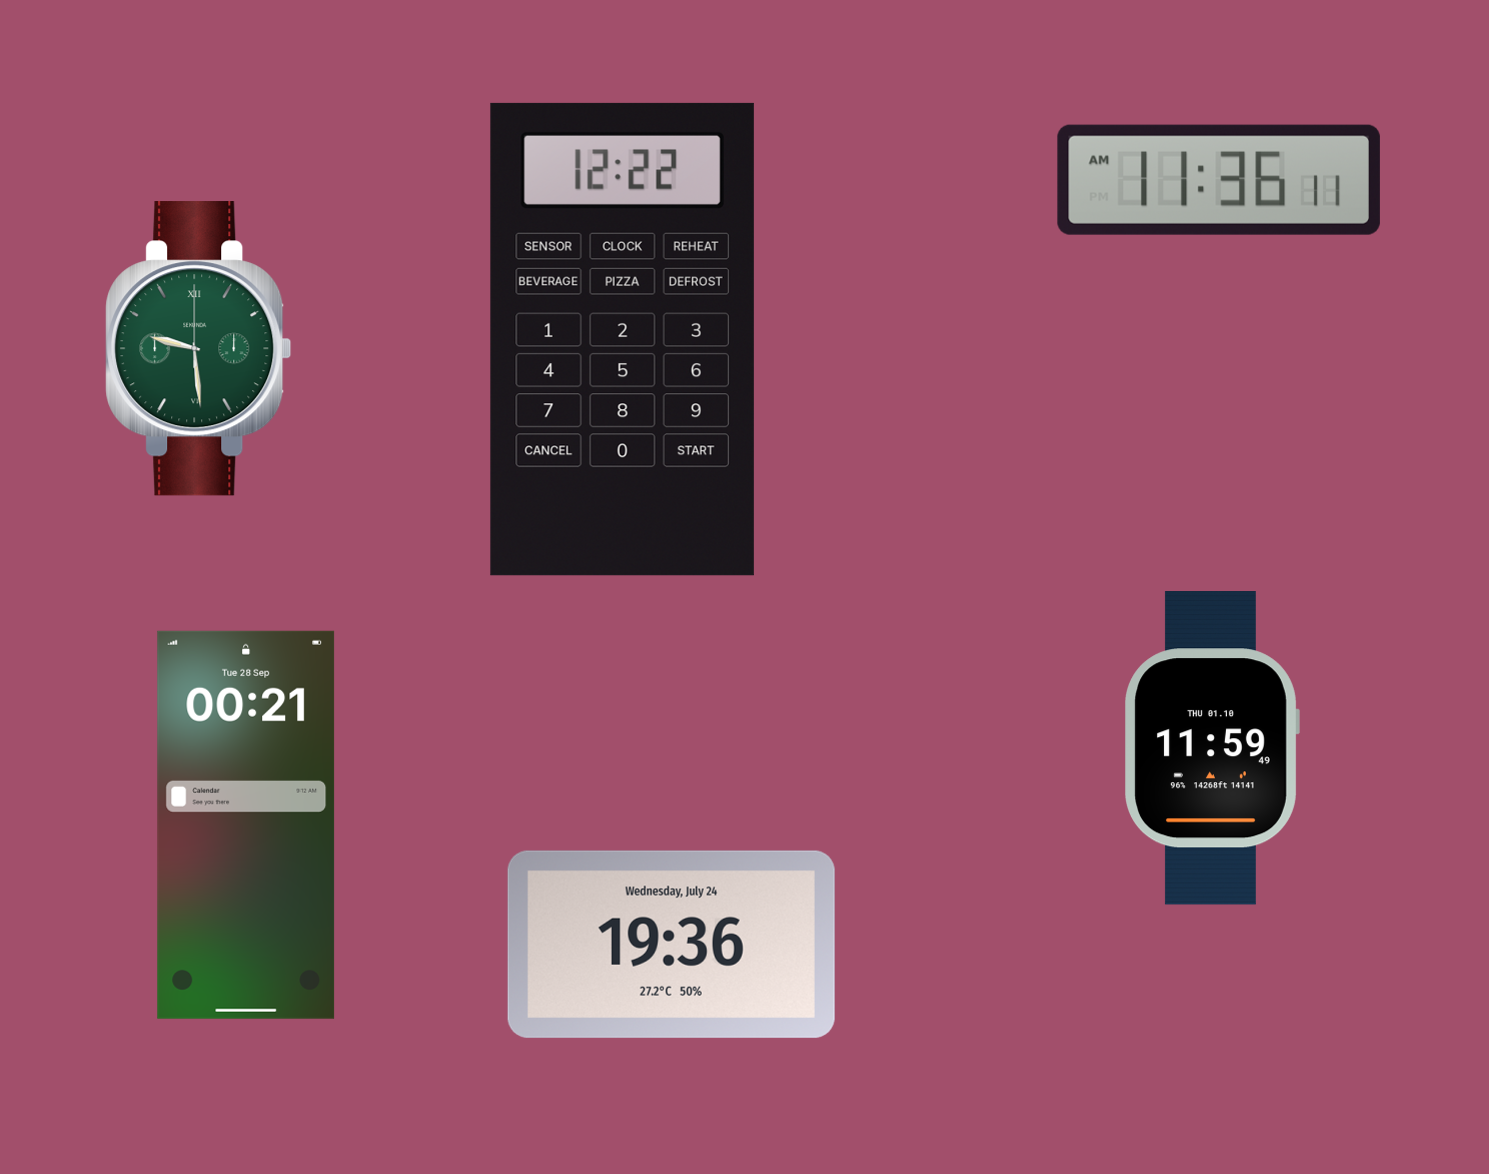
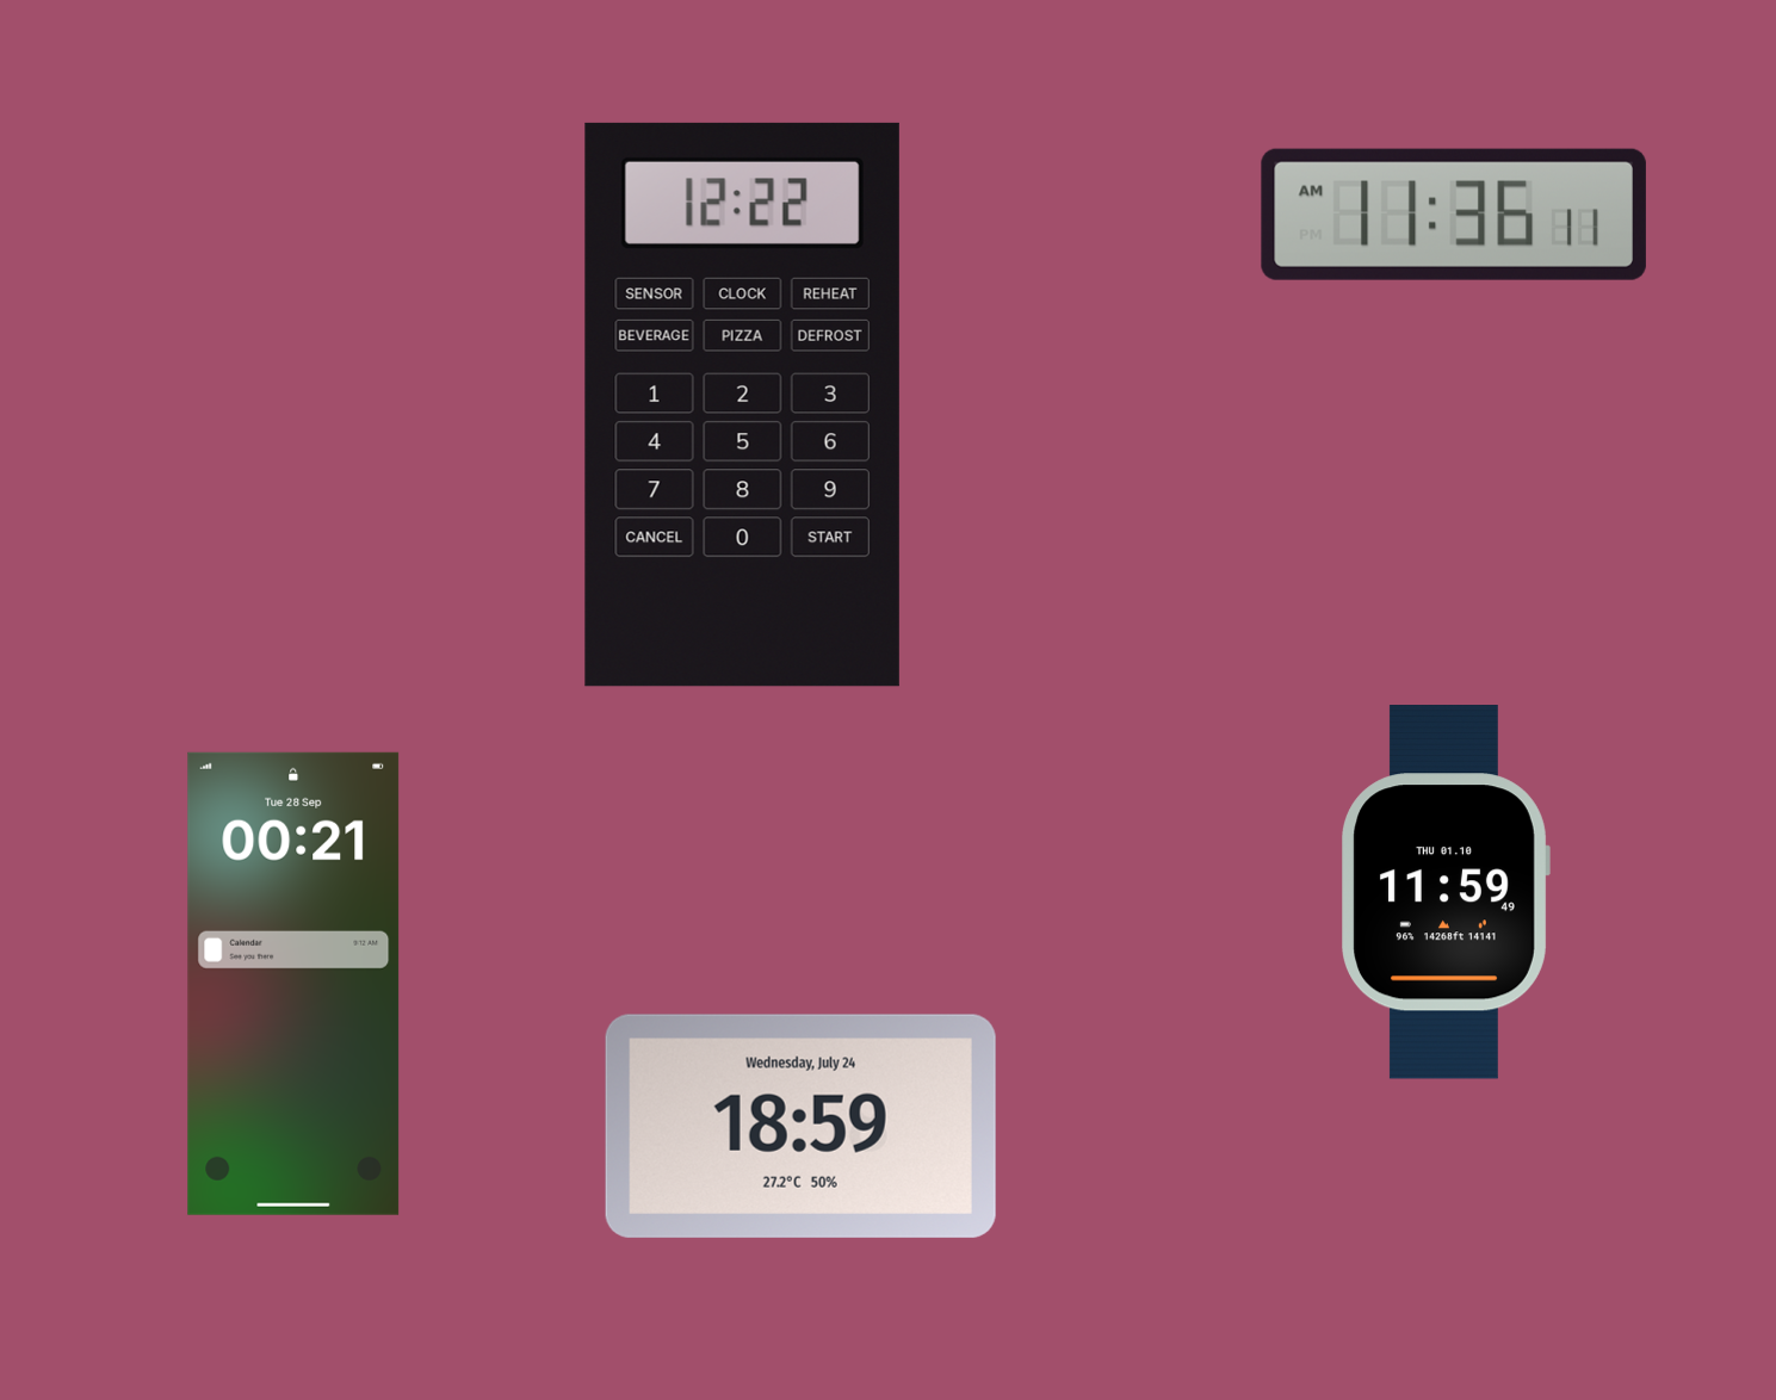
clock at (199, 349): 9:29 -> none
clock at (671, 944): 19:36 -> 18:59
